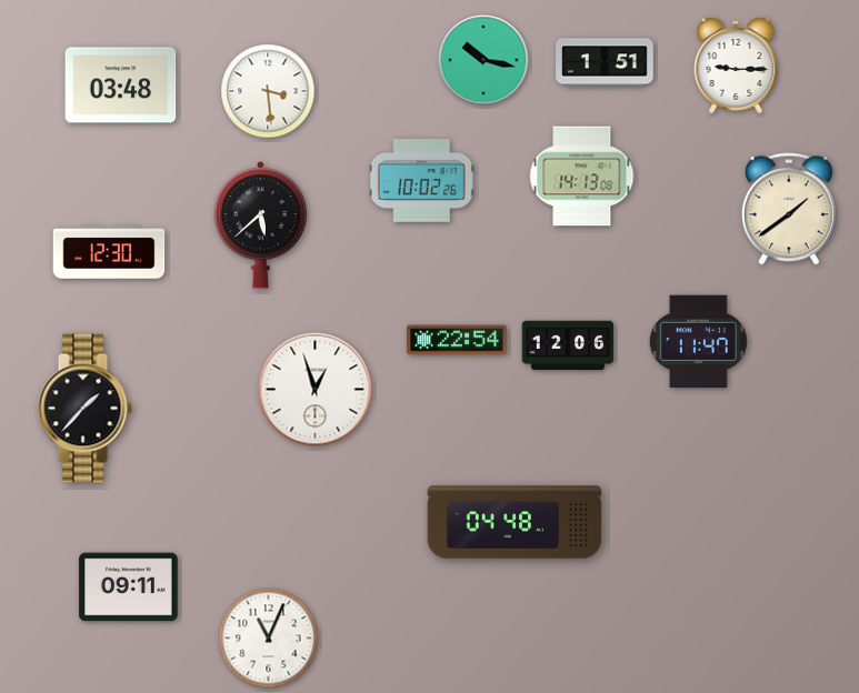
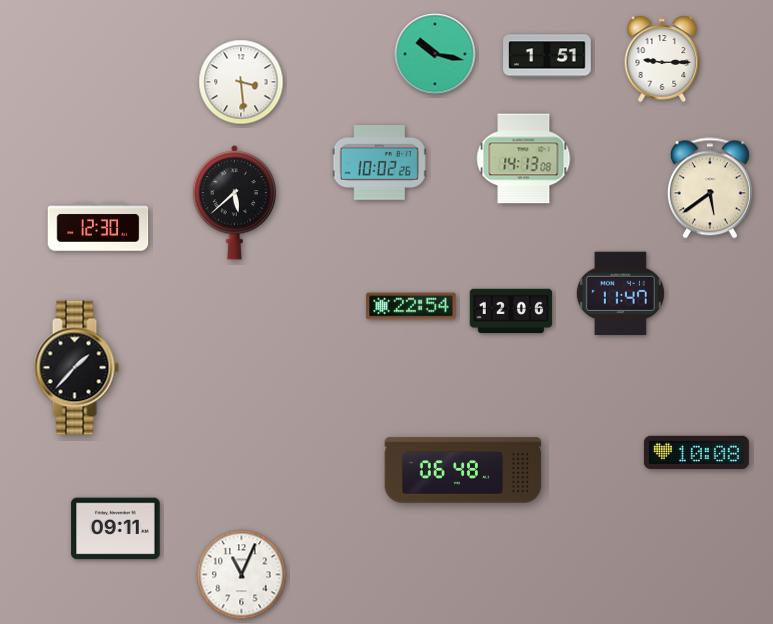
clock at (605, 62) position: (605, 62) -> (547, 56)
clock at (121, 86): 03:48 -> none
clock at (789, 209): 1:39 -> 5:39
clock at (698, 342) position: (698, 342) -> (620, 294)
clock at (316, 390): 12:57 -> none
clock at (696, 452): none -> 10:08
clock at (515, 522): 04:48 -> 06:48
